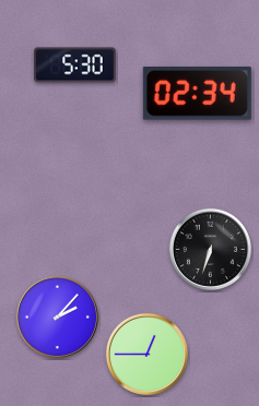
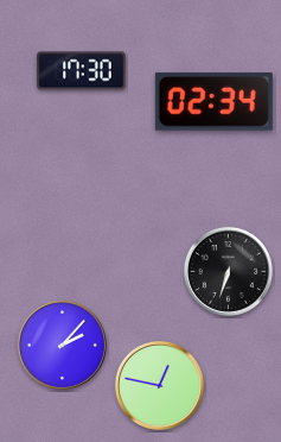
clock at (75, 65): 5:30 -> 17:30
clock at (146, 354): 12:45 -> 12:47
